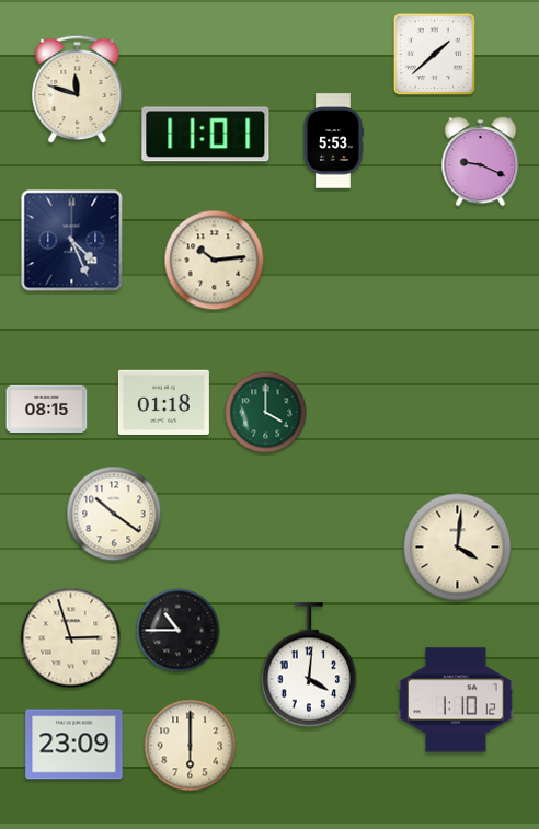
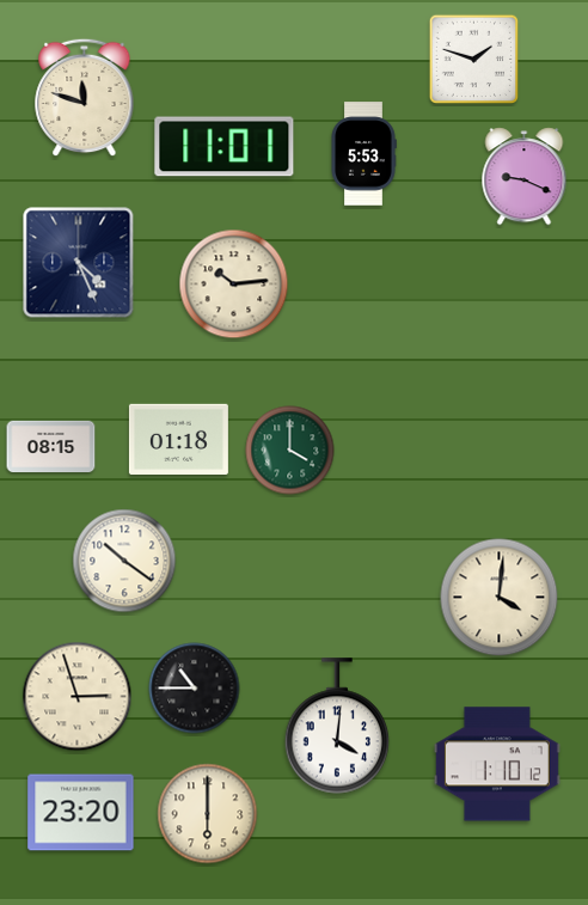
clock at (435, 55): 1:38 -> 1:48
clock at (74, 745): 23:09 -> 23:20
